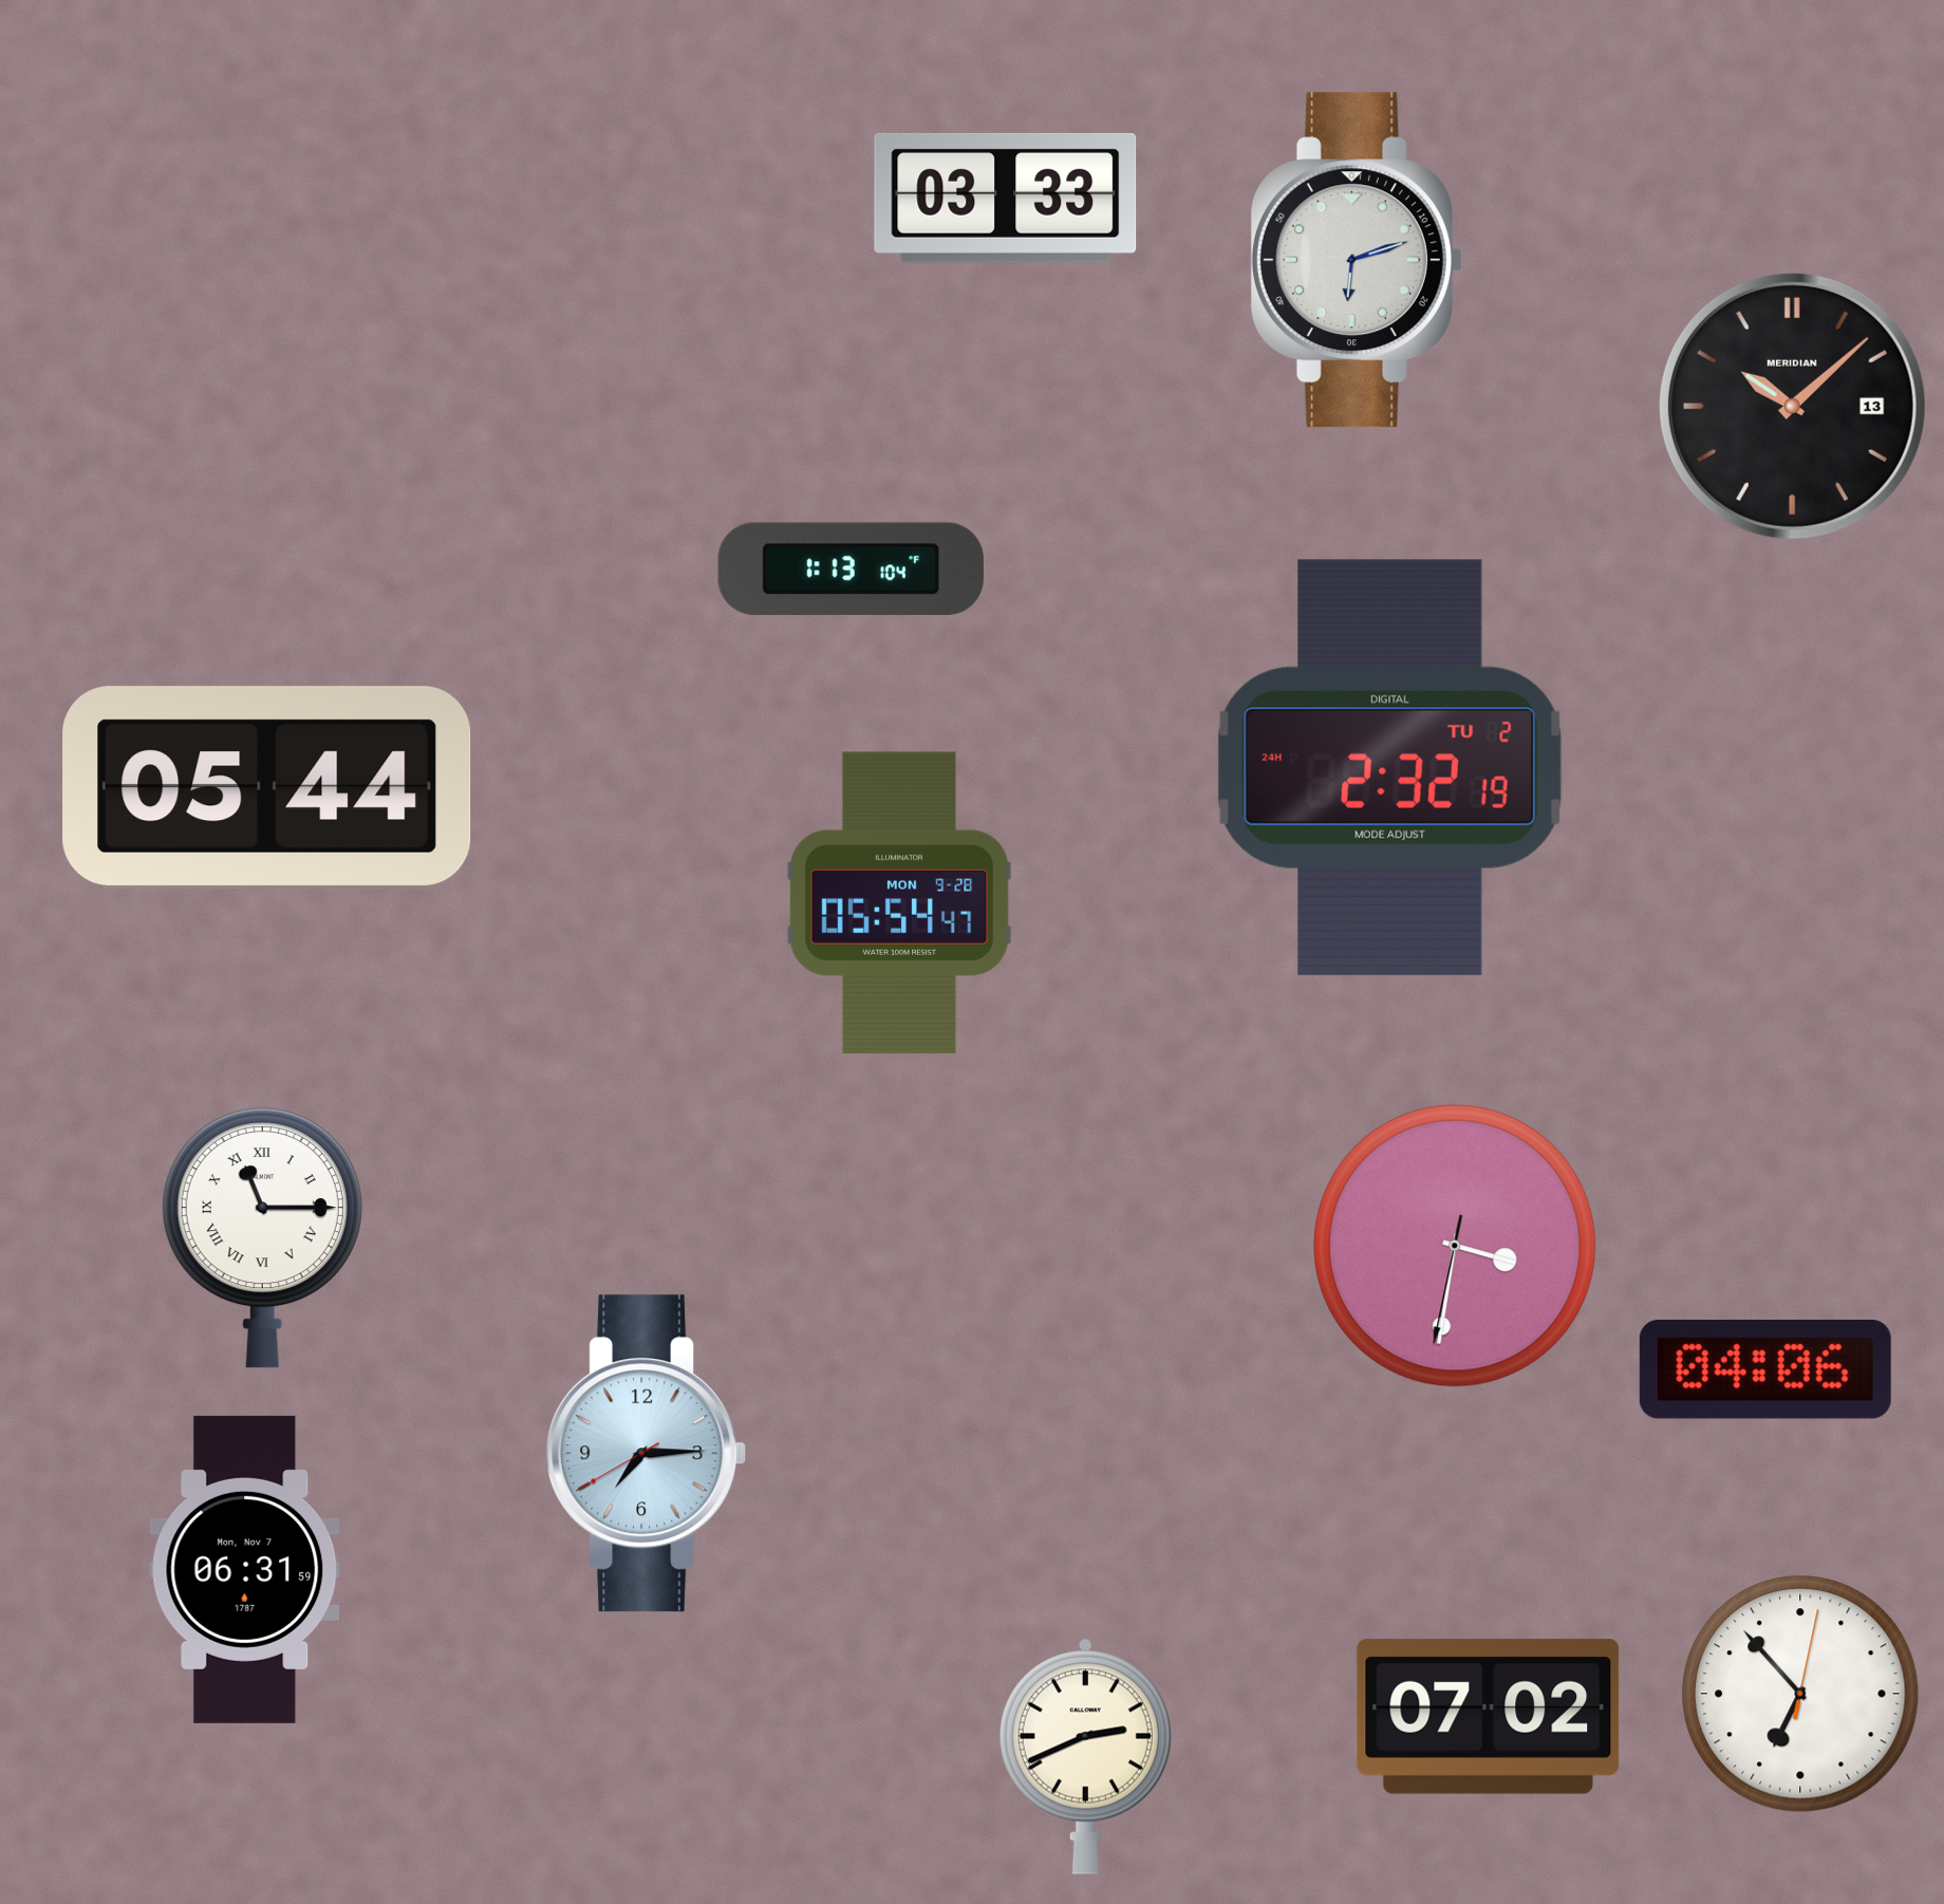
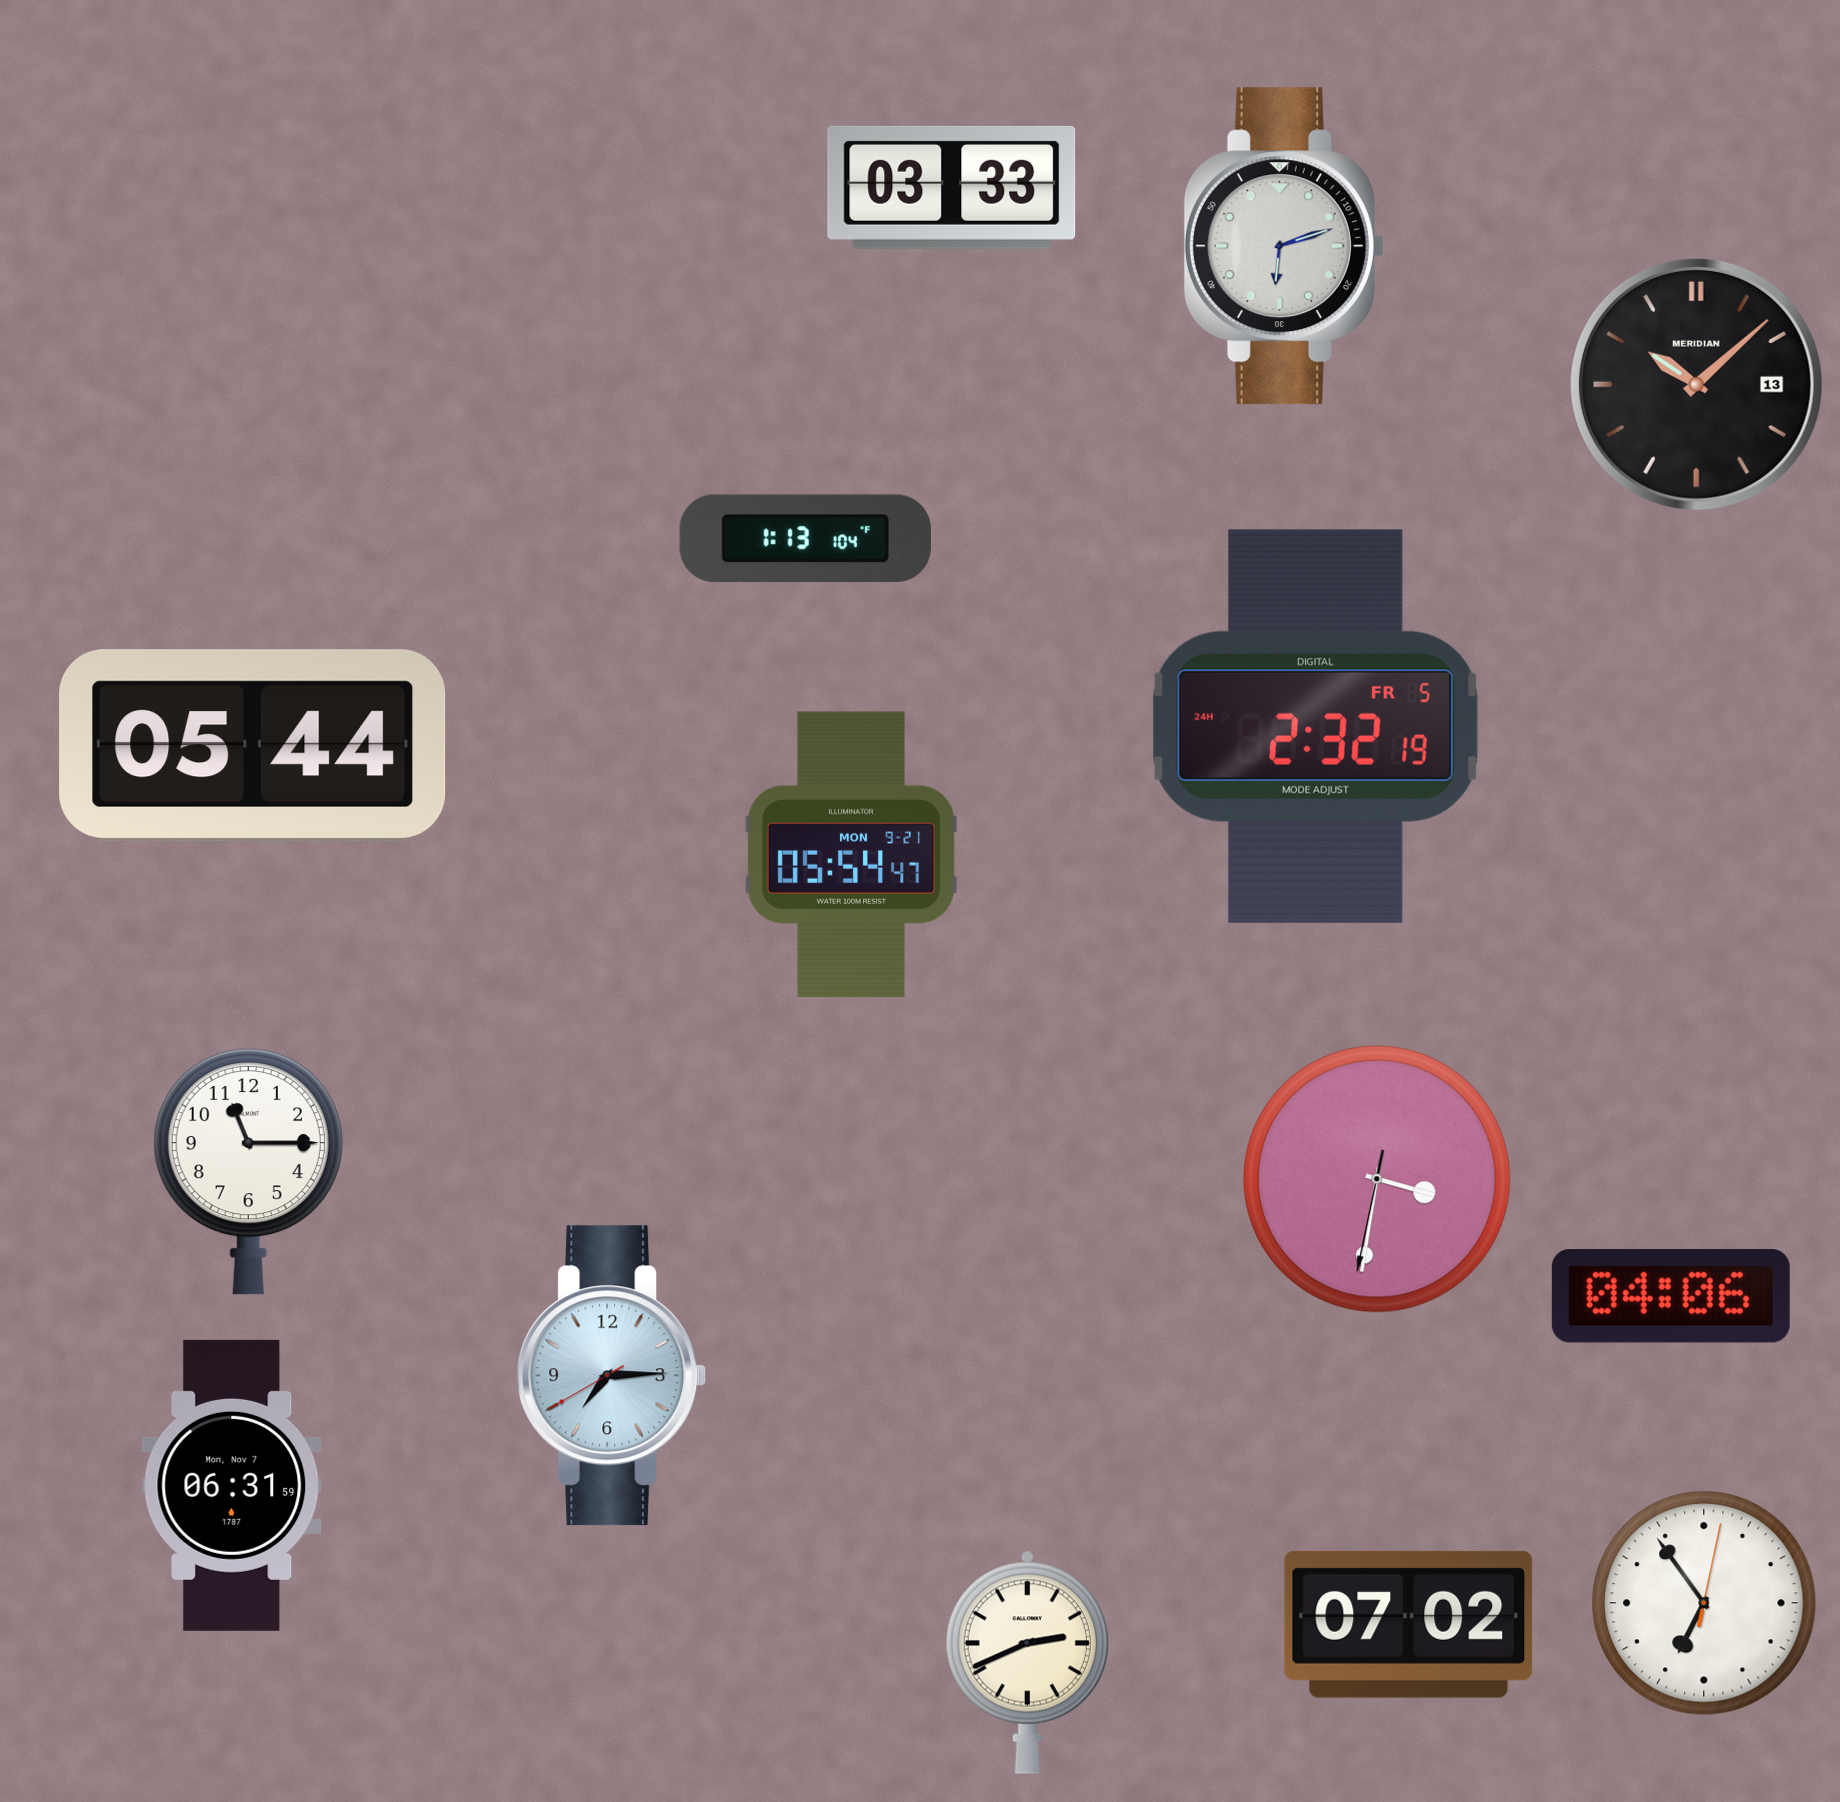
clock at (1390, 767) date: TU 2 -> FR 5
clock at (899, 902) date: MON 9-28 -> MON 9-21
clock at (262, 1237) numerals: Roman -> Arabic
clock at (1800, 1694): 6:53 -> 6:54
